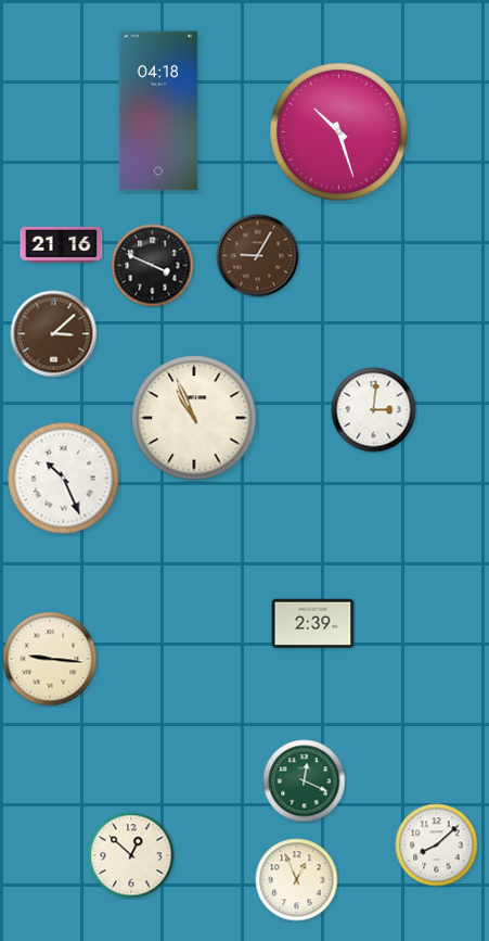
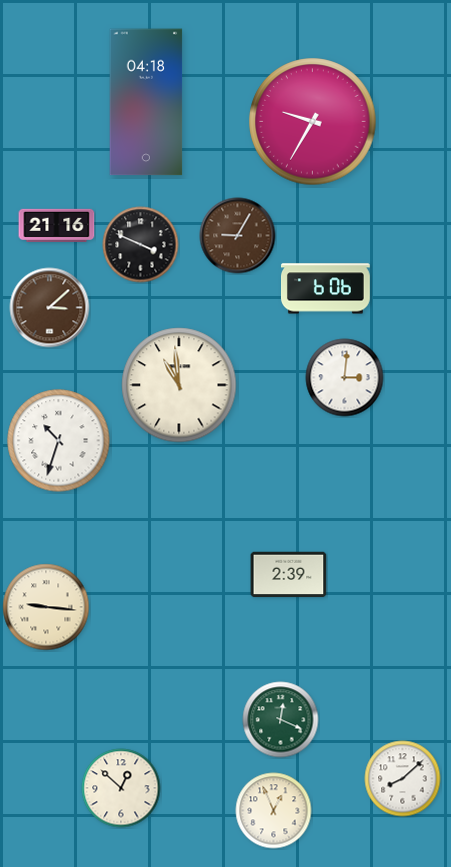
clock at (339, 132): 10:27 -> 9:35
clock at (326, 289): none -> 6:06
clock at (194, 418): 10:56 -> 10:59
clock at (64, 479): 10:26 -> 10:33
